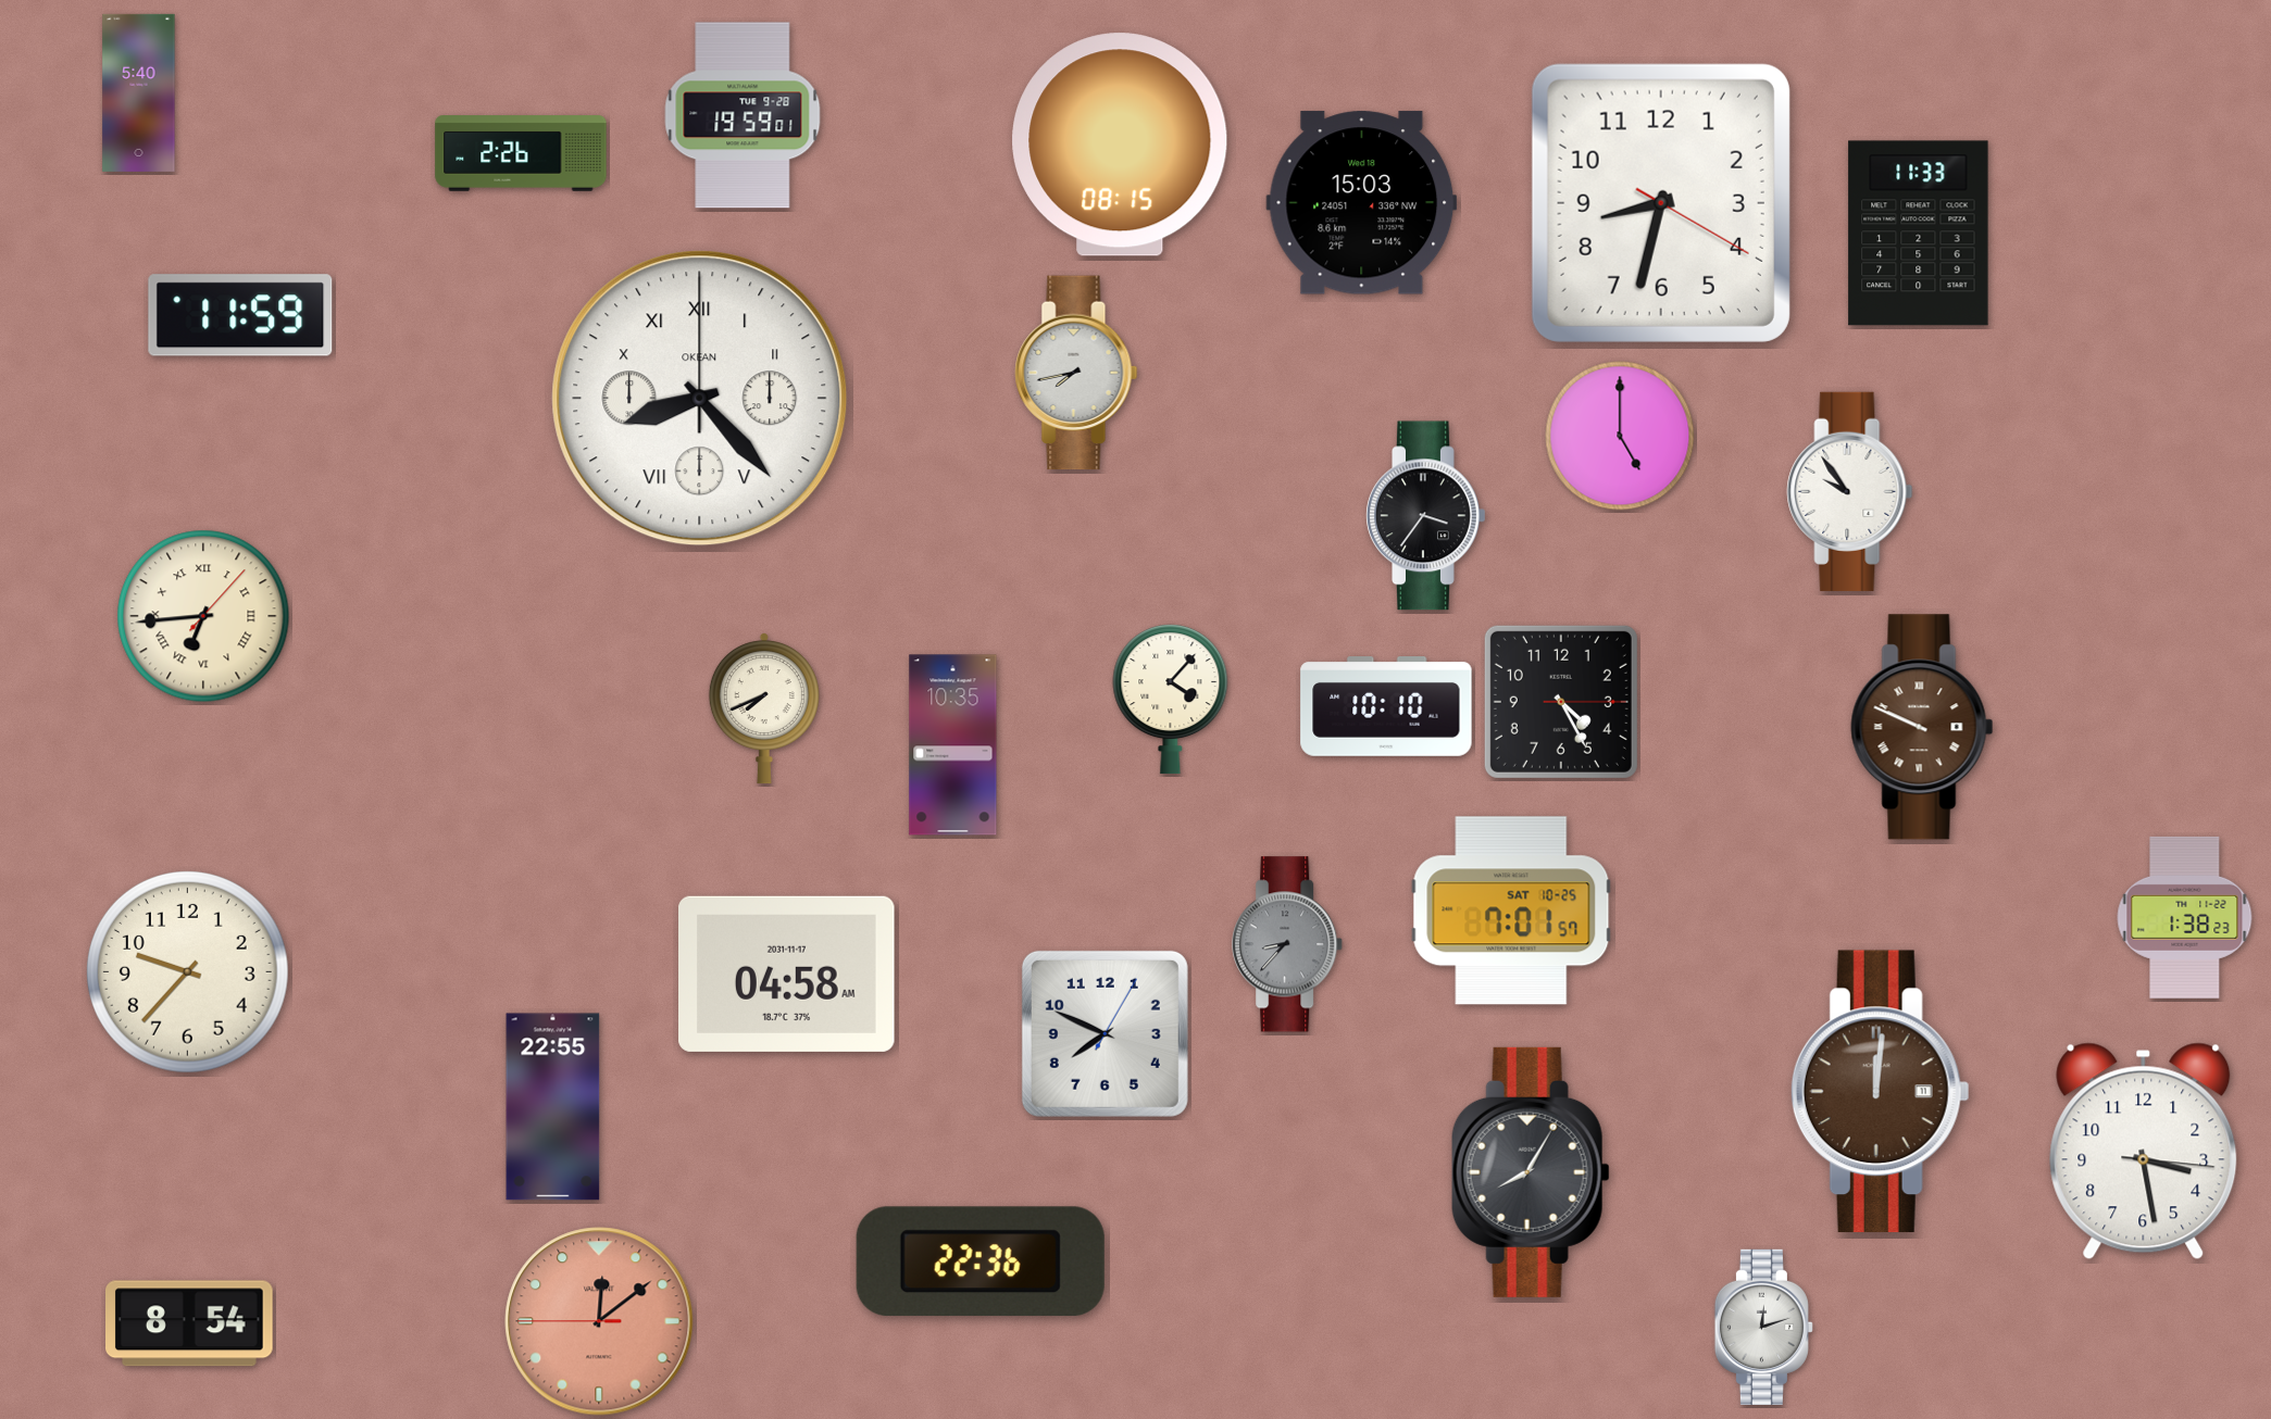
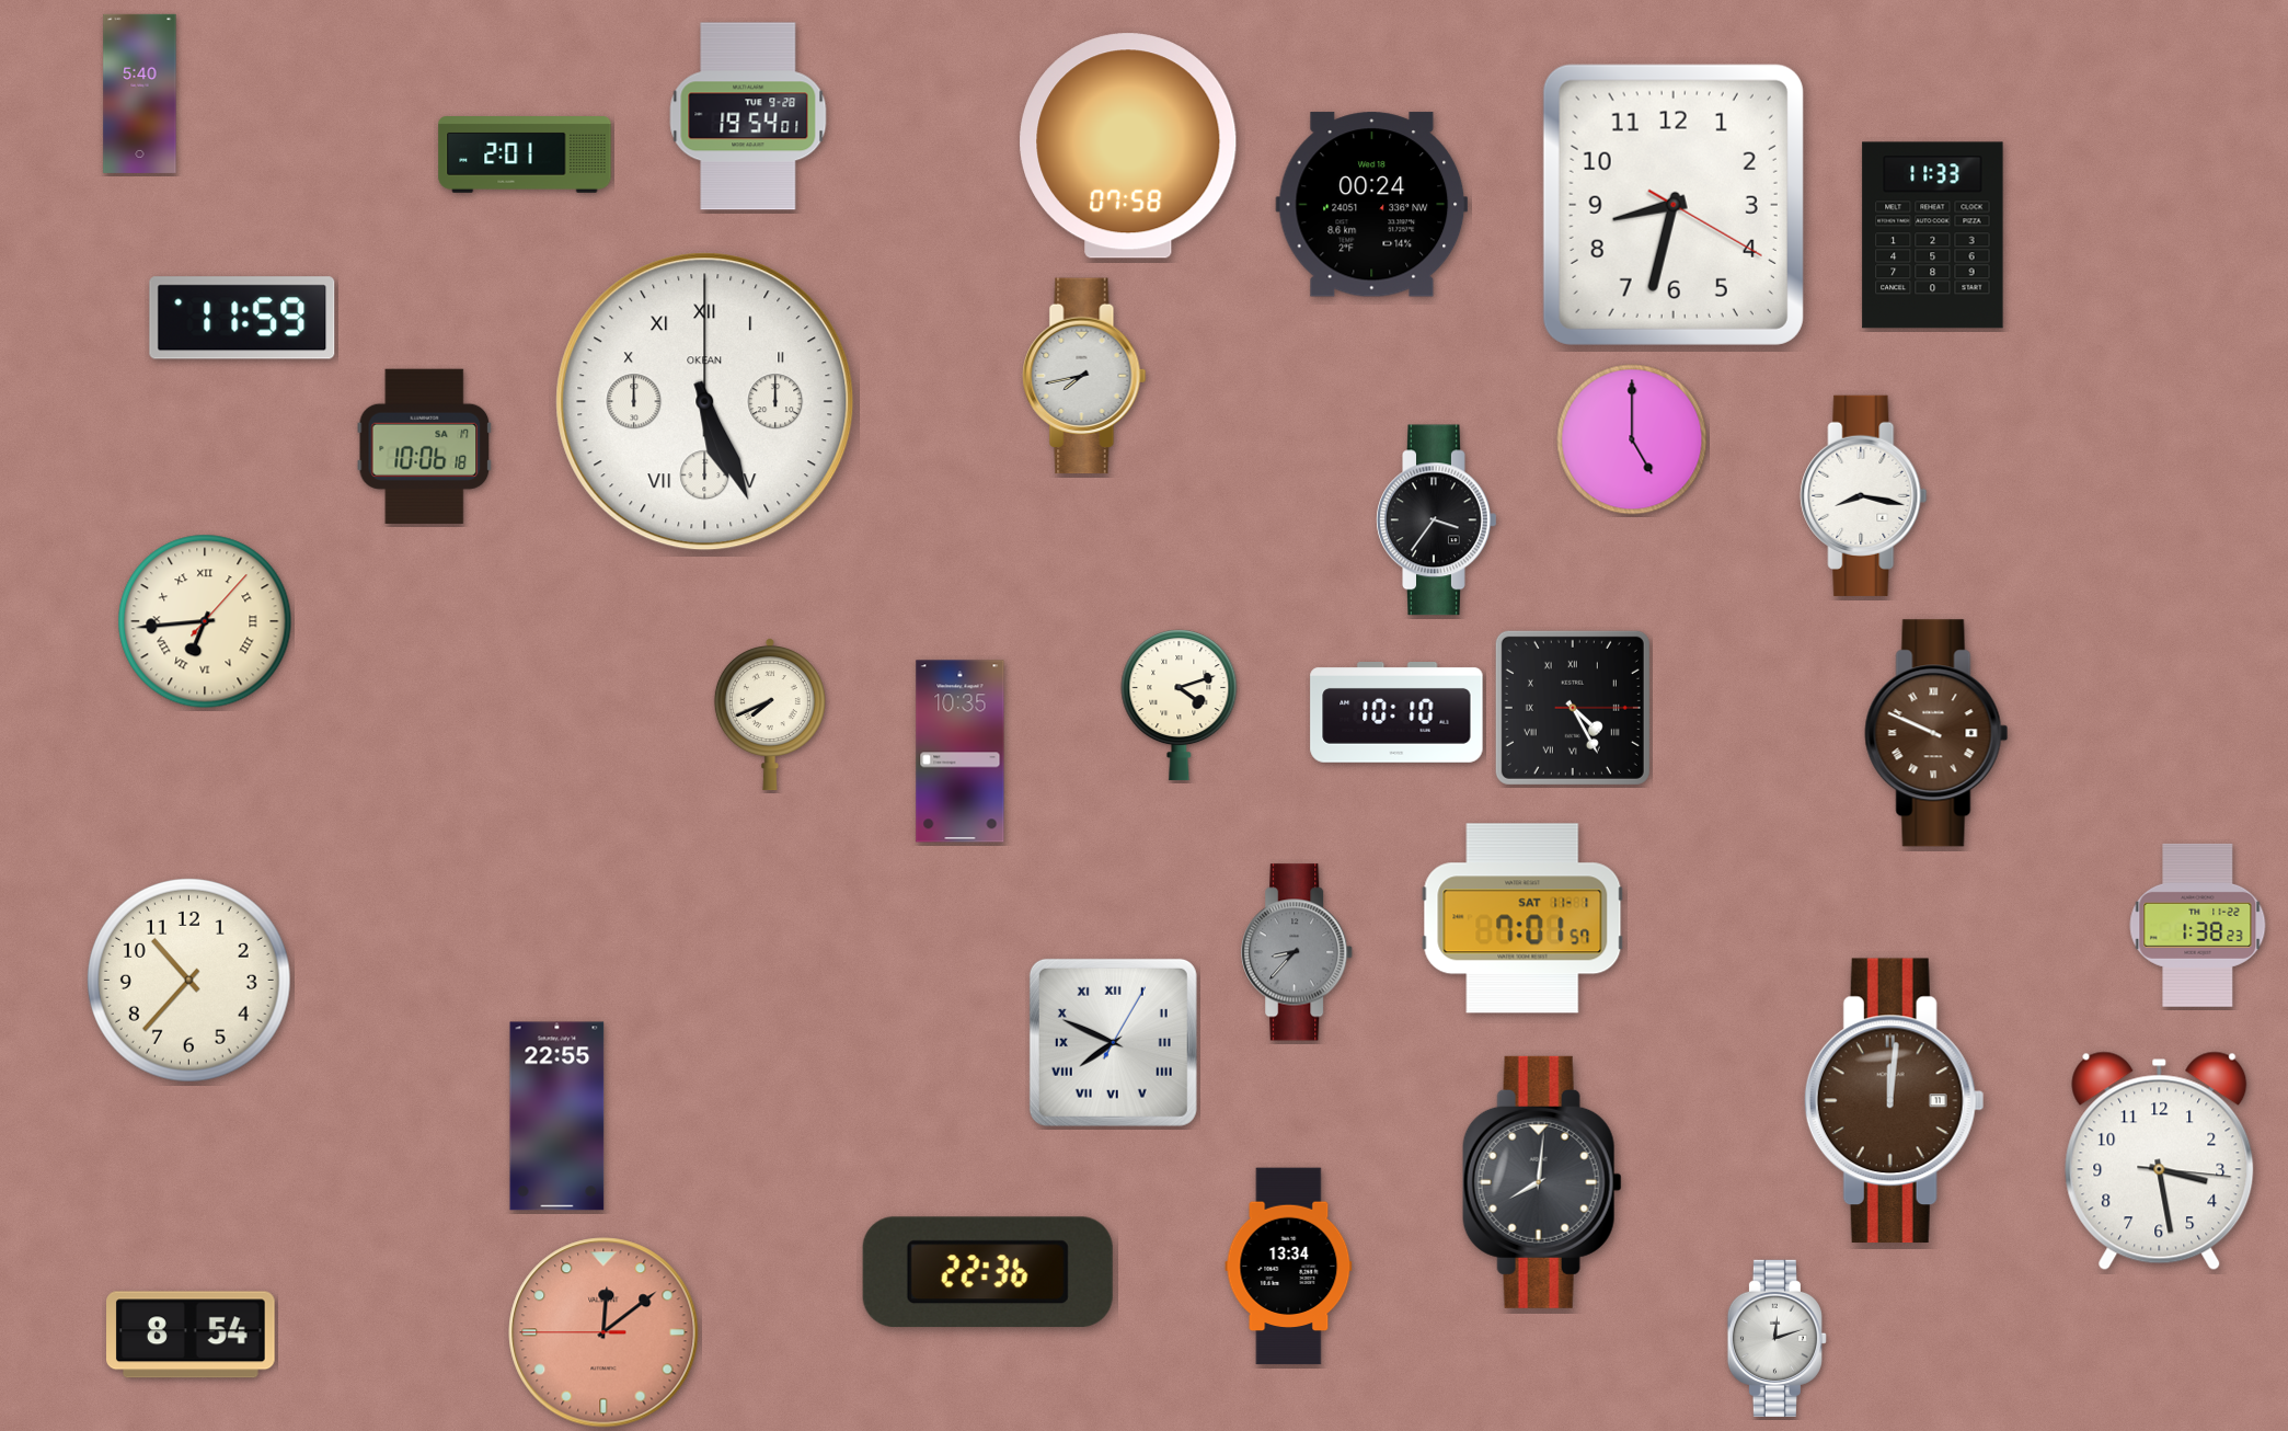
clock at (743, 115): 19:59 -> 19:54
clock at (1120, 145): 08:15 -> 07:58
clock at (521, 154): 2:26 -> 2:01
clock at (1362, 203): 15:03 -> 00:24
clock at (700, 399): 8:23 -> 5:26
clock at (425, 446): none -> 10:06
clock at (1850, 491): 9:54 -> 8:17
clock at (1171, 700): 4:07 -> 4:12
clock at (1561, 702) numerals: Arabic -> Roman
clock at (1511, 911) date: SAT 10-25 -> SAT 11-1
clock at (2185, 917) position: (2185, 917) -> (2198, 925)
clock at (187, 971): 9:37 -> 10:37
clock at (787, 974): 04:58 -> none
clock at (1105, 1033) numerals: Arabic -> Roman
clock at (1531, 1172): 8:05 -> 8:01
clock at (1289, 1267): none -> 13:34
